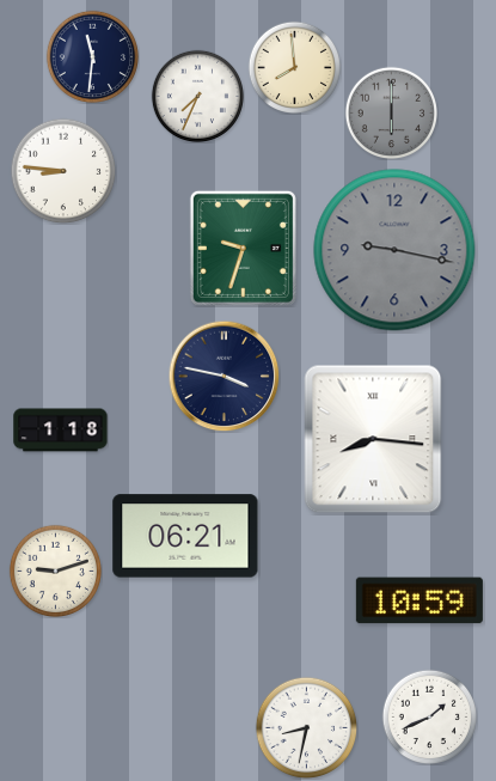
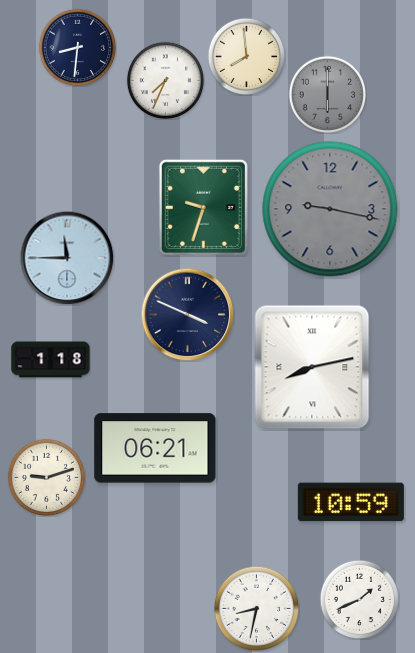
clock at (92, 56): 11:31 -> 8:31
clock at (63, 171): 8:46 -> none
clock at (67, 258): none -> 11:45
clock at (223, 376): 3:47 -> 3:49
clock at (373, 439): 8:16 -> 8:13
